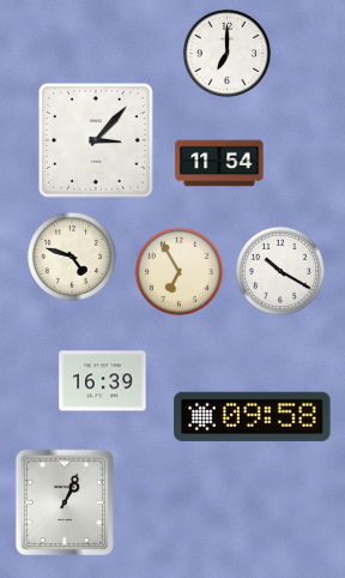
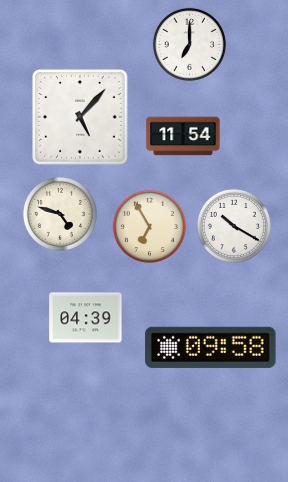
clock at (96, 140): 3:07 -> 5:07
clock at (103, 381): 16:39 -> 04:39
clock at (65, 502): 1:04 -> none
